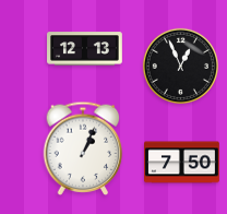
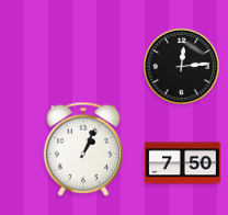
clock at (85, 49): 12:13 -> none
clock at (180, 66): 12:56 -> 12:14
